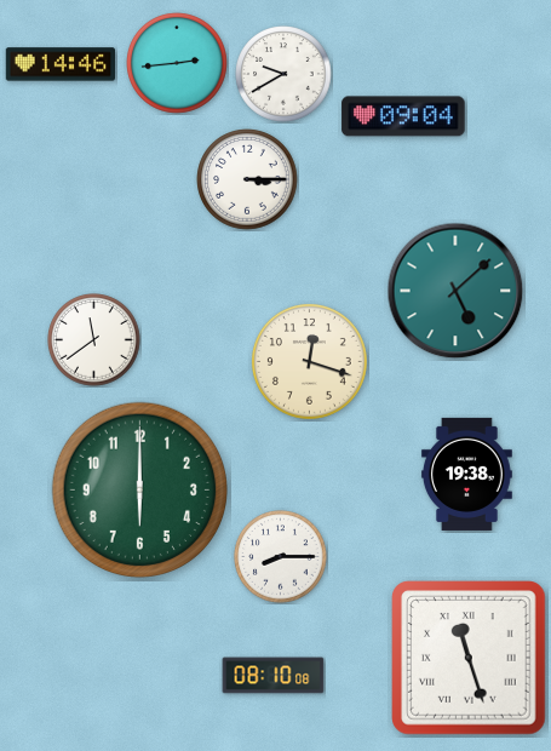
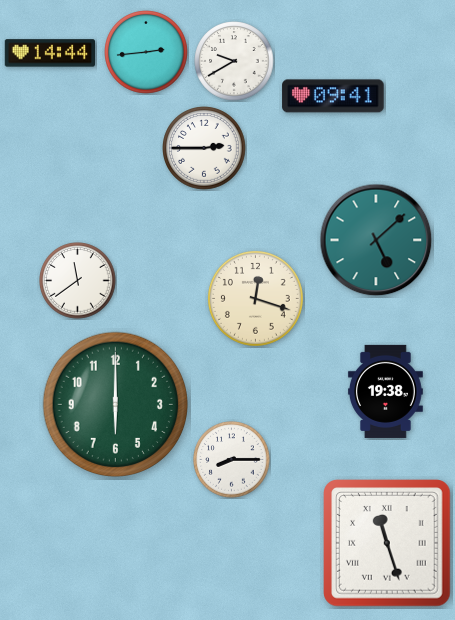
clock at (59, 64): 14:46 -> 14:44
clock at (403, 116): 09:04 -> 09:41
clock at (247, 179): 3:15 -> 2:45
clock at (274, 676): 08:10 -> none
